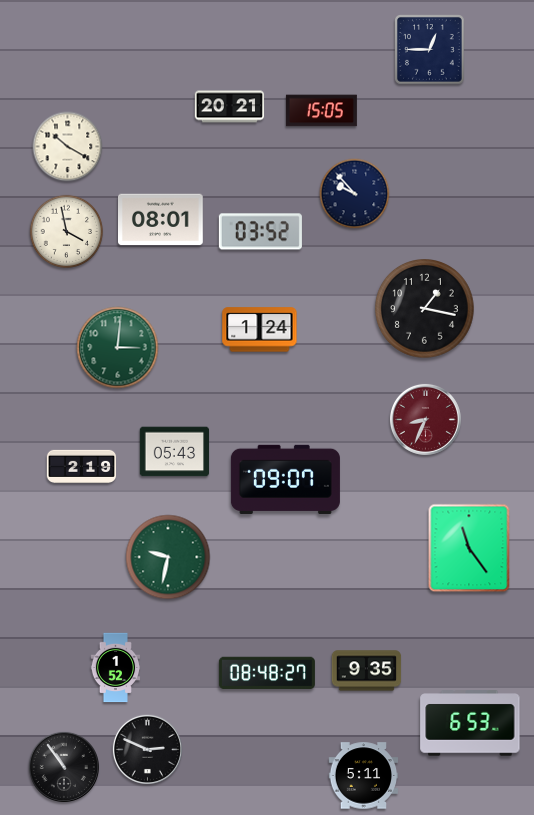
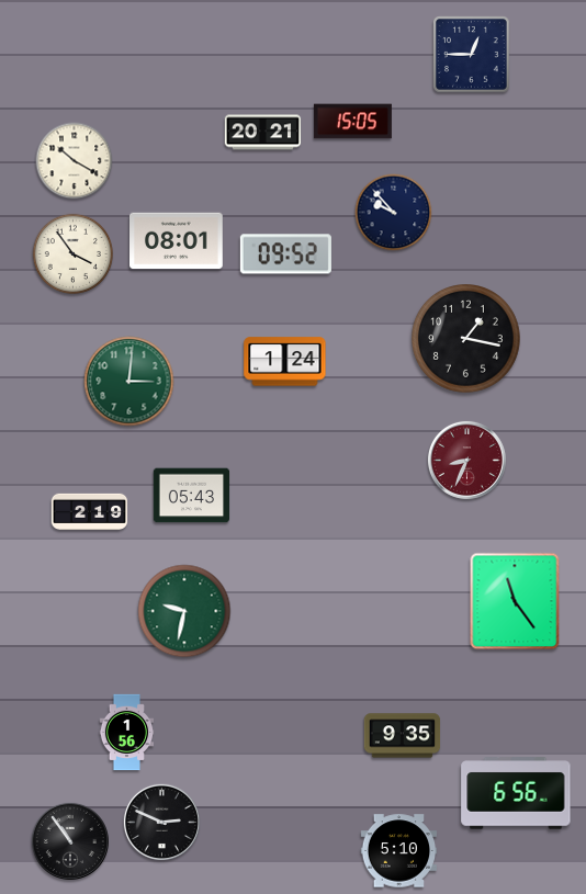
clock at (230, 107) position: (230, 107) -> (263, 133)
clock at (355, 194) position: (355, 194) -> (394, 213)
clock at (67, 232): 3:58 -> 3:54
clock at (260, 232): 03:52 -> 09:52
clock at (285, 479): 09:07 -> none
clock at (116, 668): 1:52 -> 1:56
clock at (267, 673): 08:48 -> none
clock at (470, 723): 6:53 -> 6:56
clock at (364, 776): 5:11 -> 5:10
